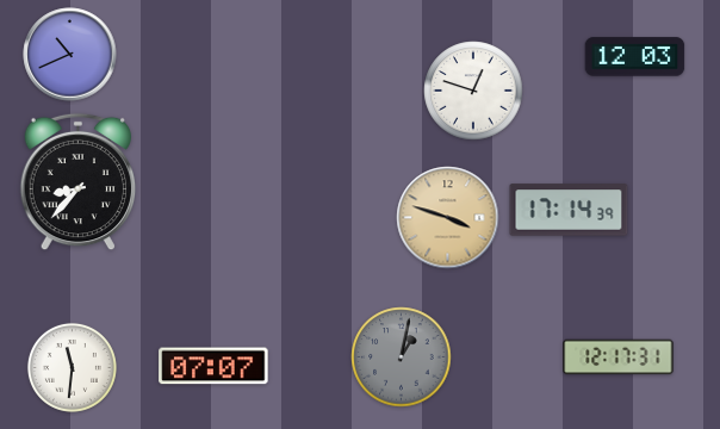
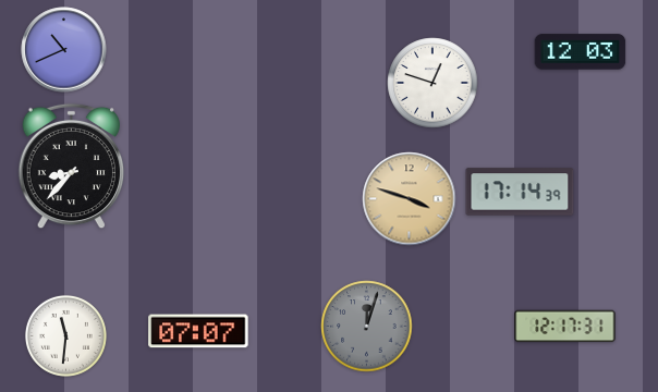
clock at (402, 357): 1:02 -> 12:03
clock at (213, 366) position: (213, 366) -> (198, 331)
